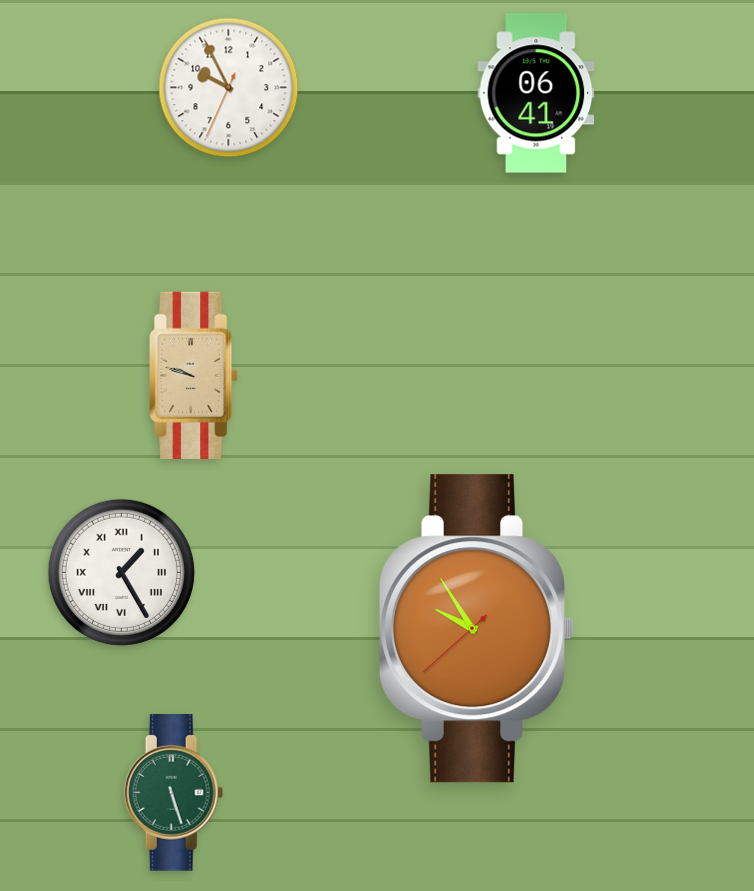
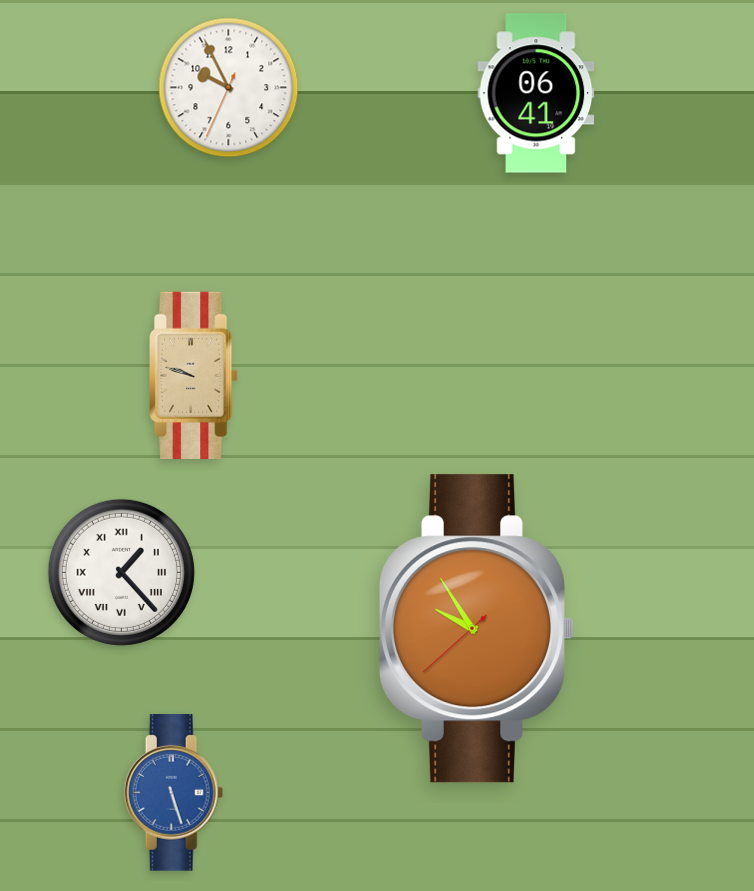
clock at (121, 572): 1:25 -> 1:23
clock at (174, 793) dial: green -> blue
